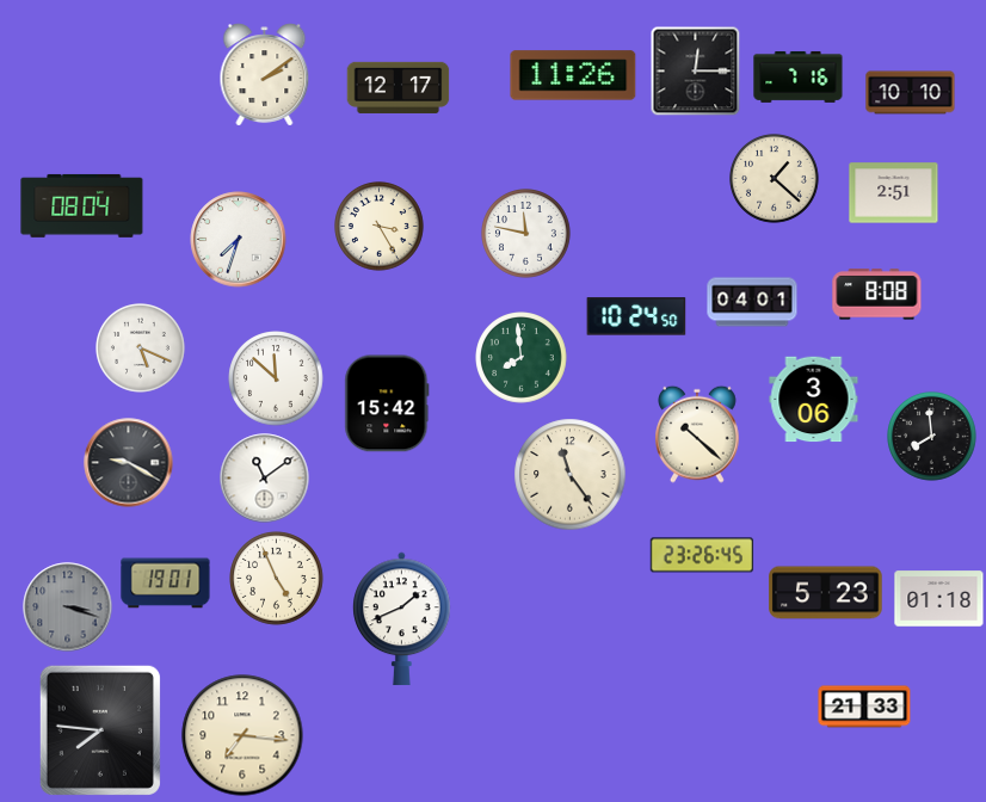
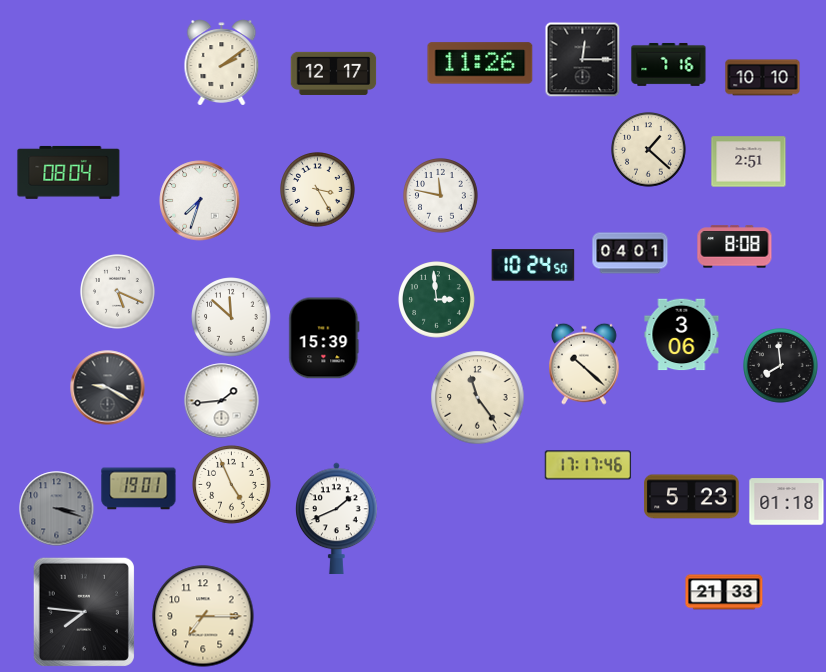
clock at (522, 358): 7:59 -> 2:59
clock at (387, 403): 15:42 -> 15:39
clock at (265, 479): 11:09 -> 1:44
clock at (702, 555): 23:26 -> 17:17
clock at (242, 735): 7:16 -> 7:15
